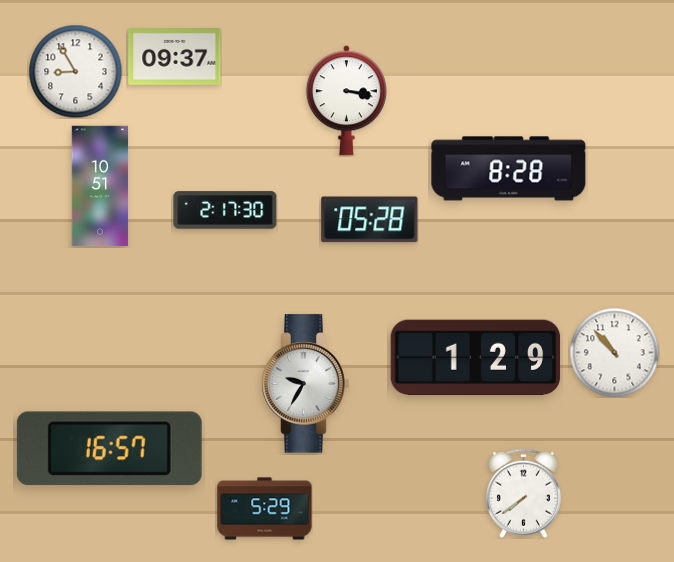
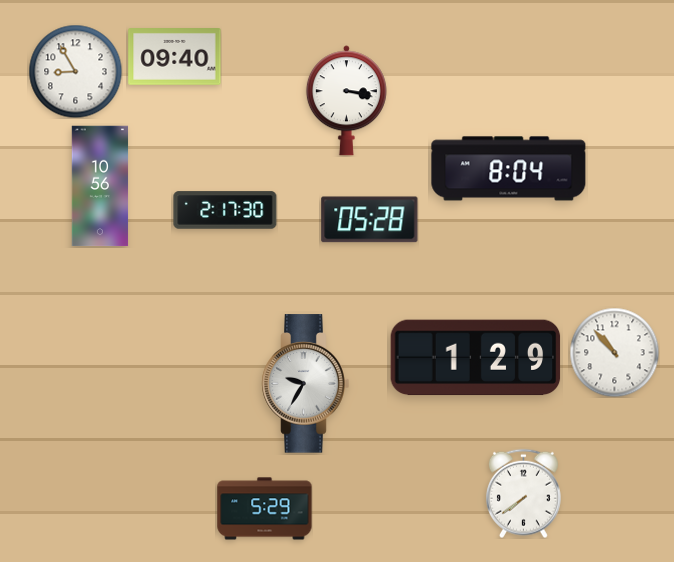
clock at (175, 57): 09:37 -> 09:40
clock at (509, 169): 8:28 -> 8:04
clock at (100, 186): 10:51 -> 10:56
clock at (109, 449): 16:57 -> none
